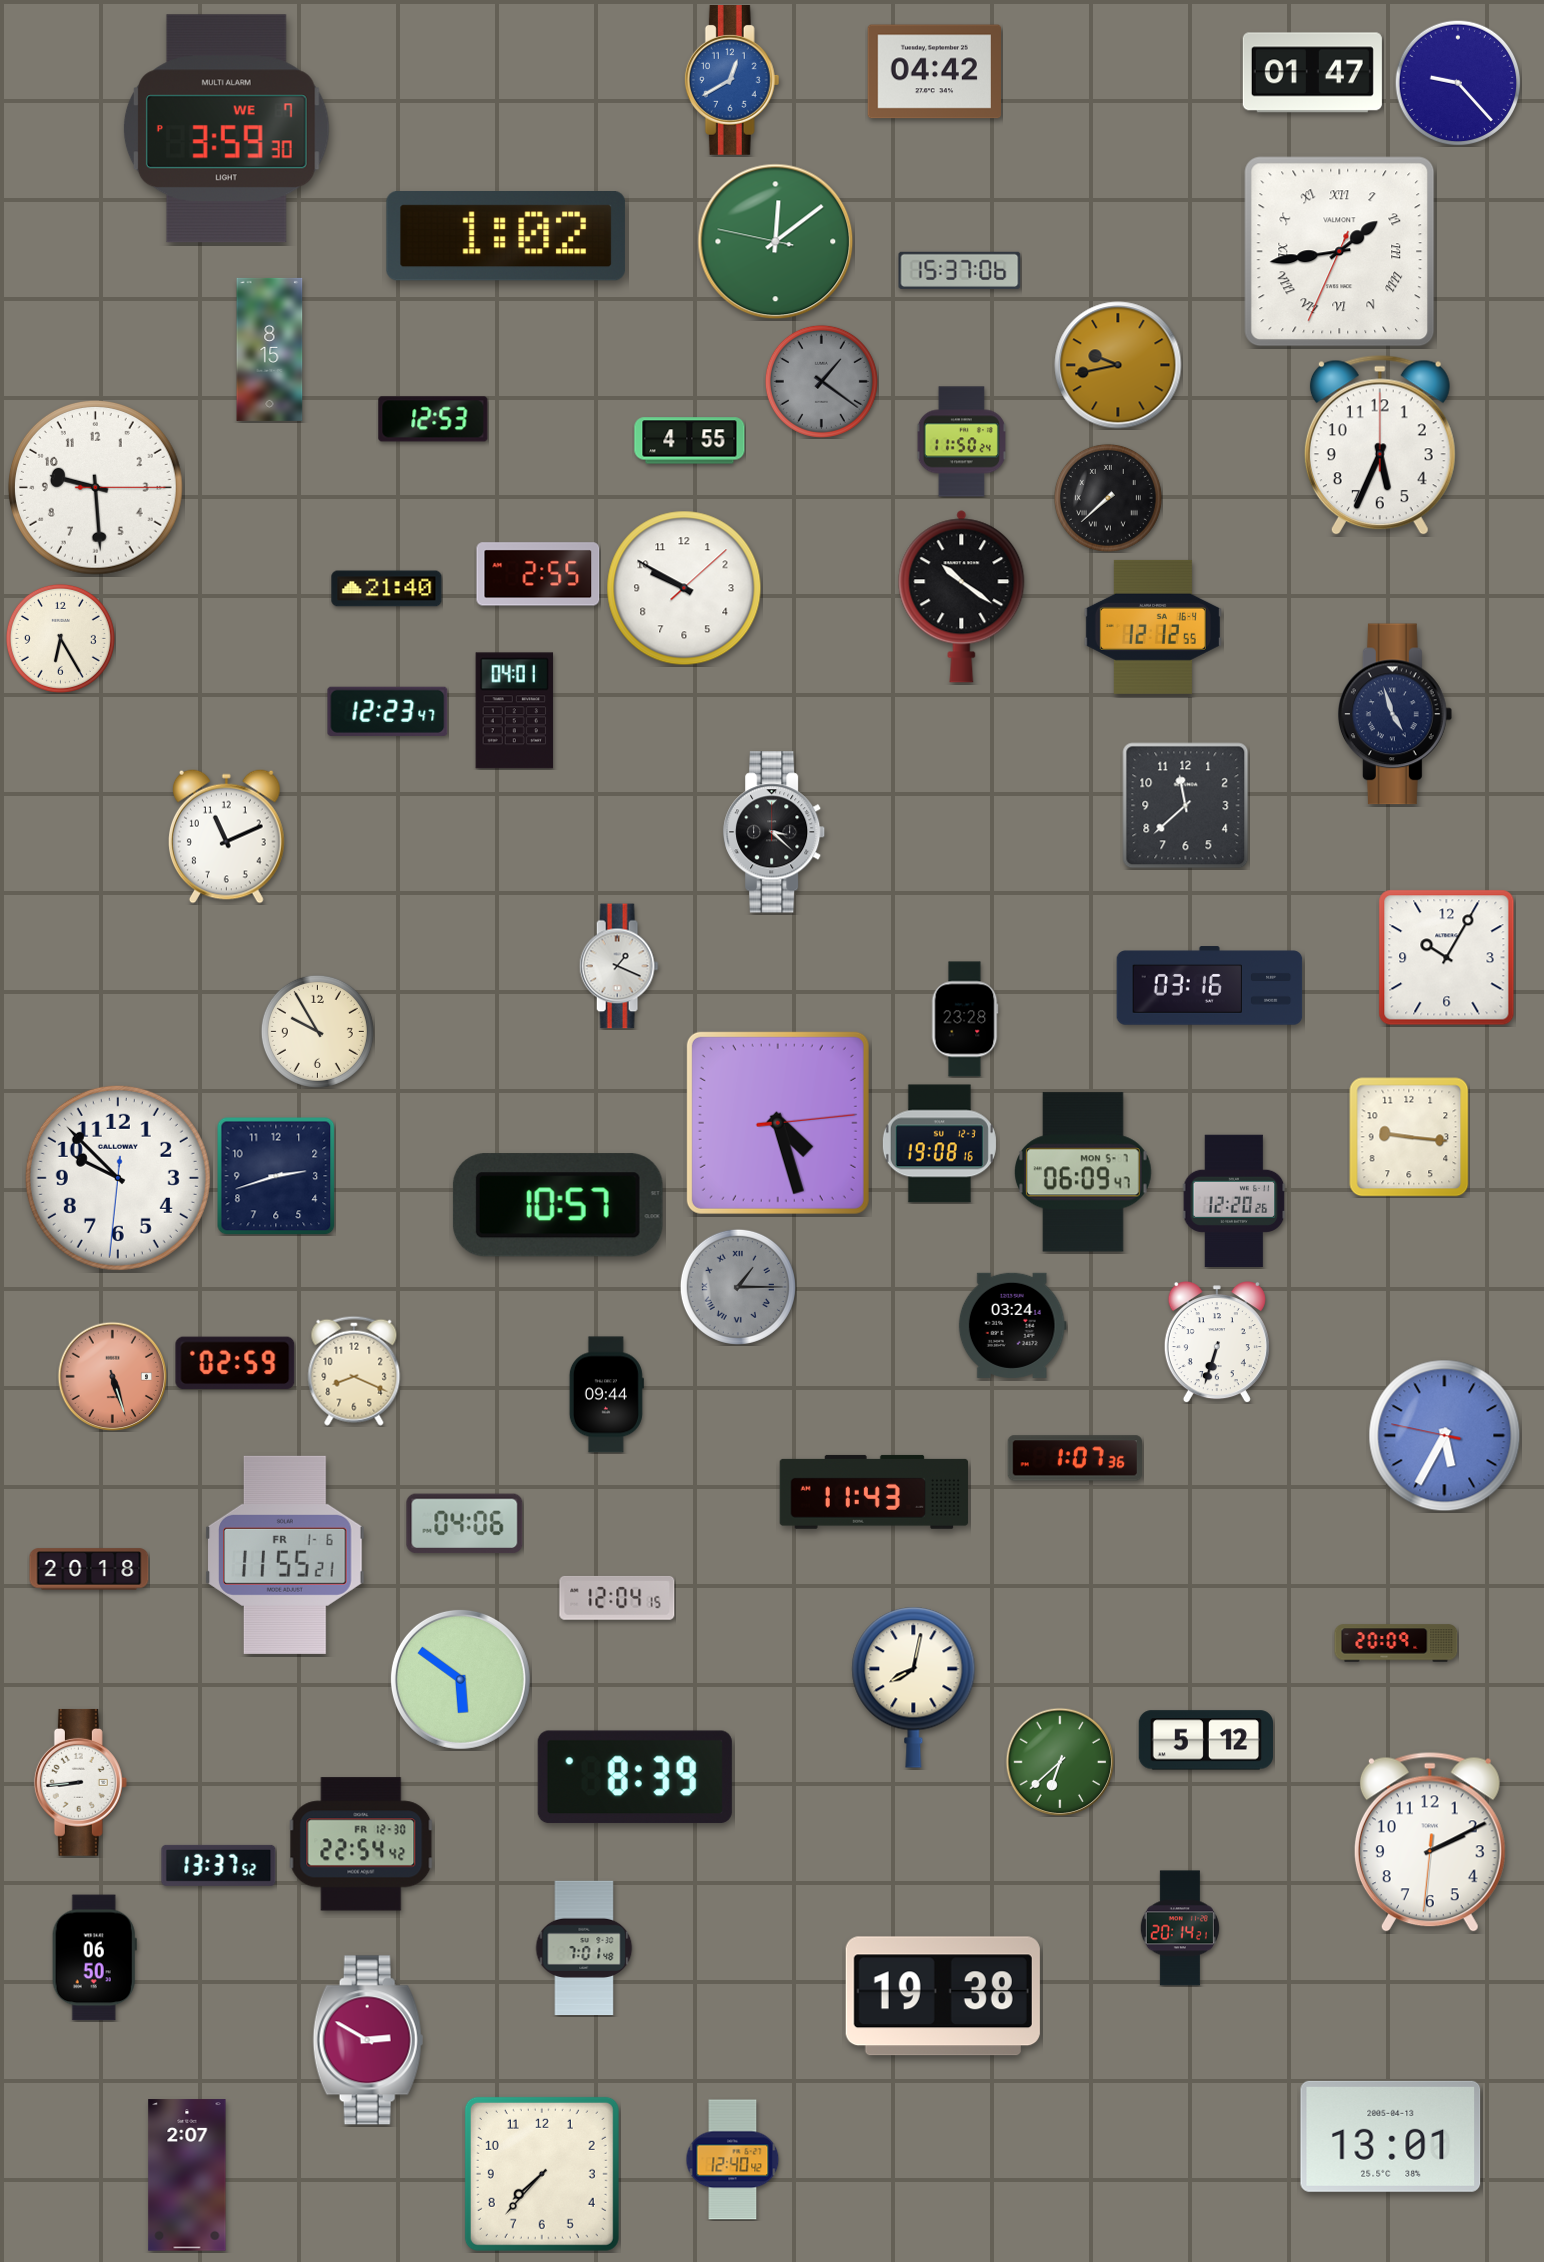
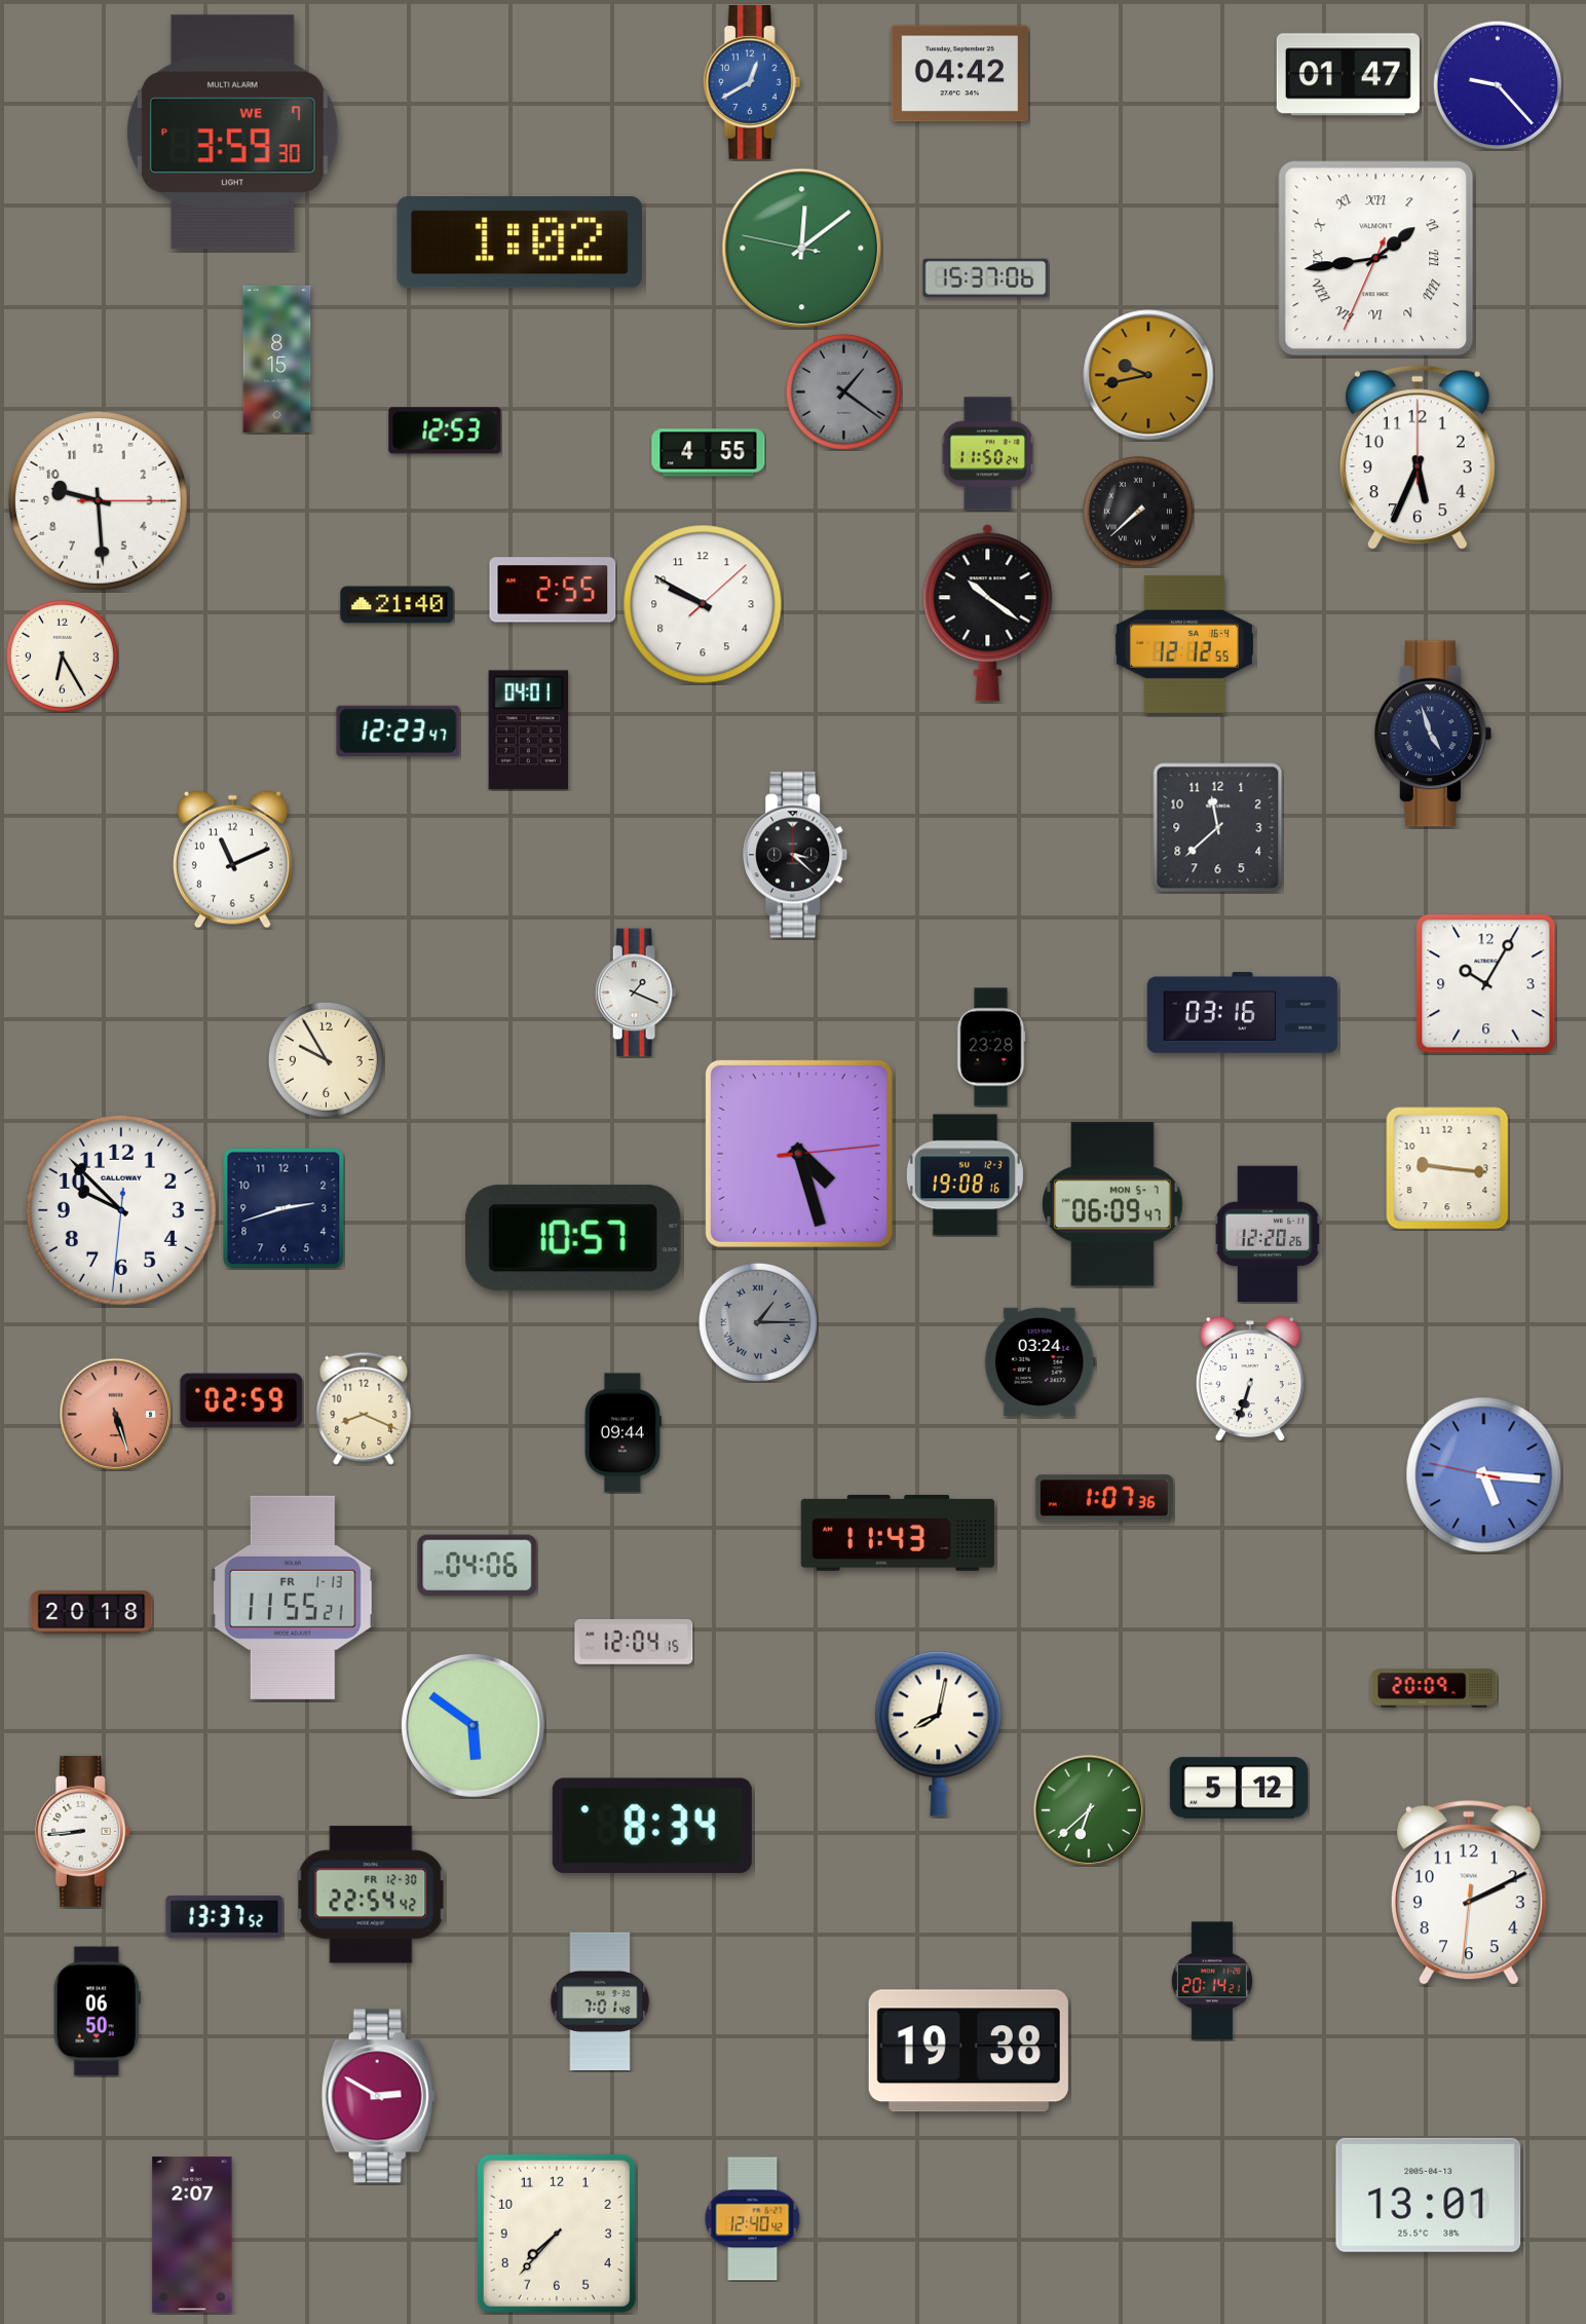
clock at (776, 242) position: (776, 242) -> (802, 249)
clock at (1445, 1436): 5:34 -> 5:15
clock at (286, 1555) date: FR 1-6 -> FR 1-13
clock at (635, 1777): 8:39 -> 8:34
